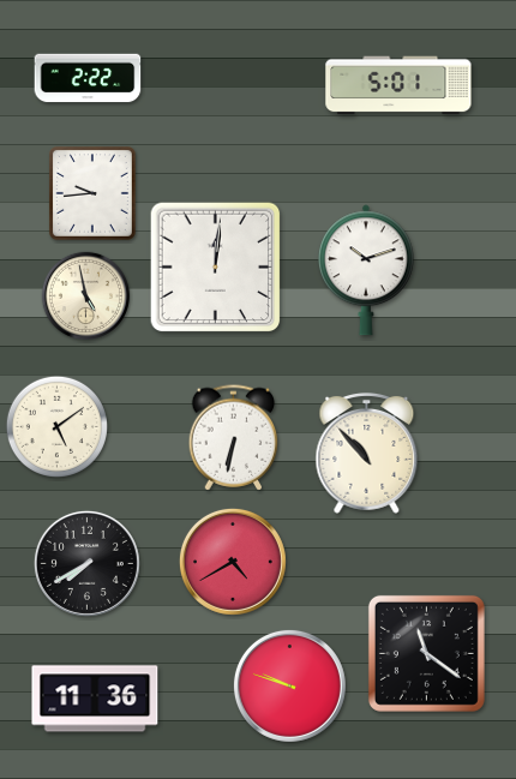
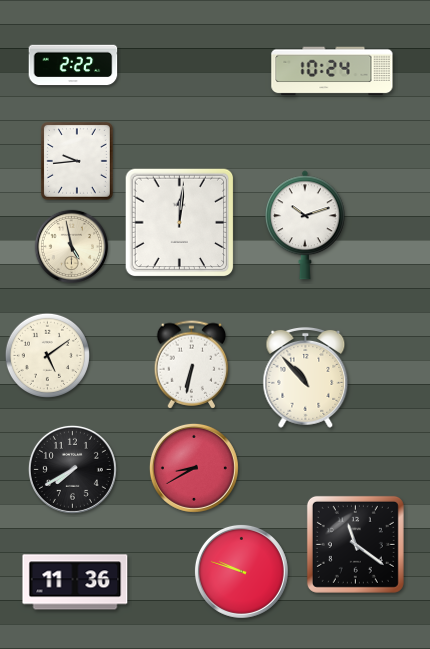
clock at (398, 85): 5:01 -> 10:24
clock at (234, 438) position: (234, 438) -> (192, 365)
clock at (233, 562): 4:40 -> 8:40
clock at (95, 699) position: (95, 699) -> (75, 582)
